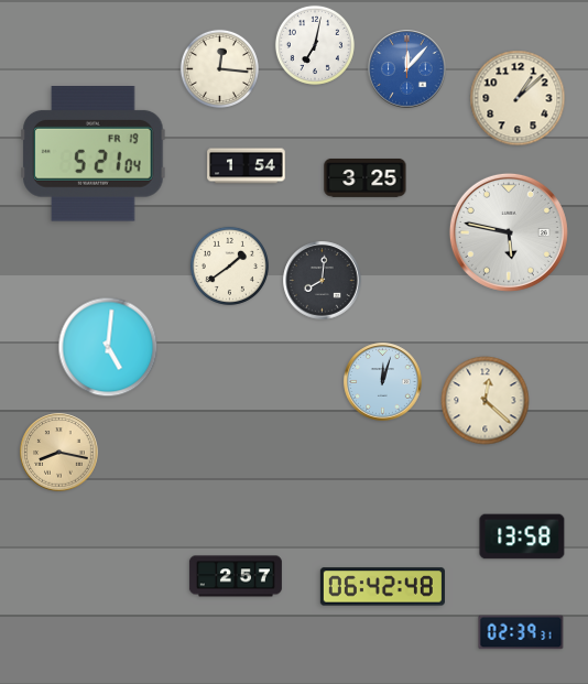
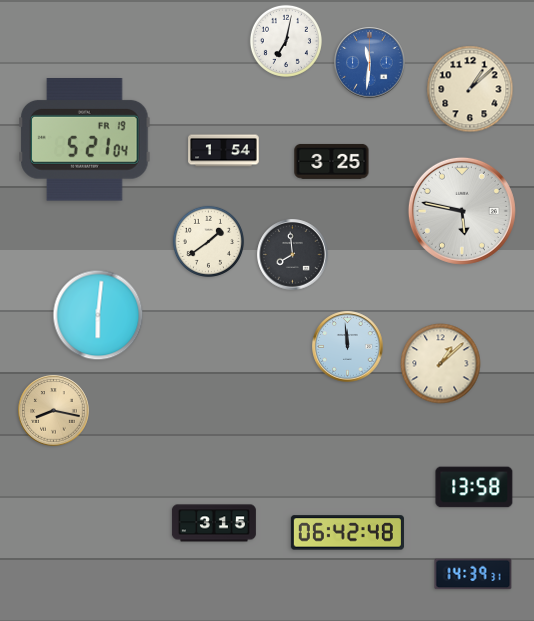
clock at (219, 68): 12:16 -> none
clock at (407, 69): 12:07 -> 11:31
clock at (323, 281): 8:01 -> 7:59
clock at (108, 347): 5:01 -> 6:01
clock at (383, 382): 12:03 -> 11:59
clock at (486, 401): 12:22 -> 1:08
clock at (236, 576): 2:57 -> 3:15
clock at (521, 632): 02:39 -> 14:39
